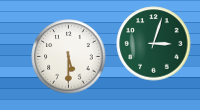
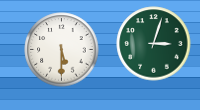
clock at (69, 57) position: (69, 57) -> (62, 50)
